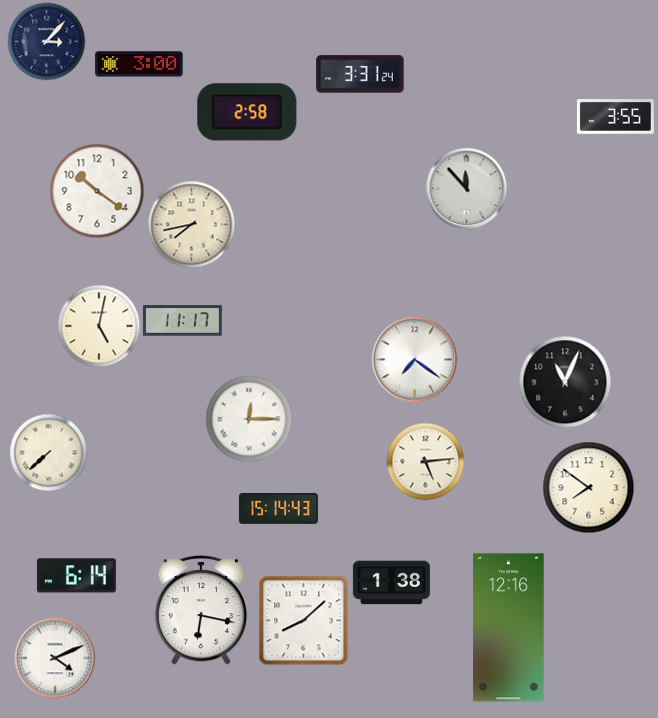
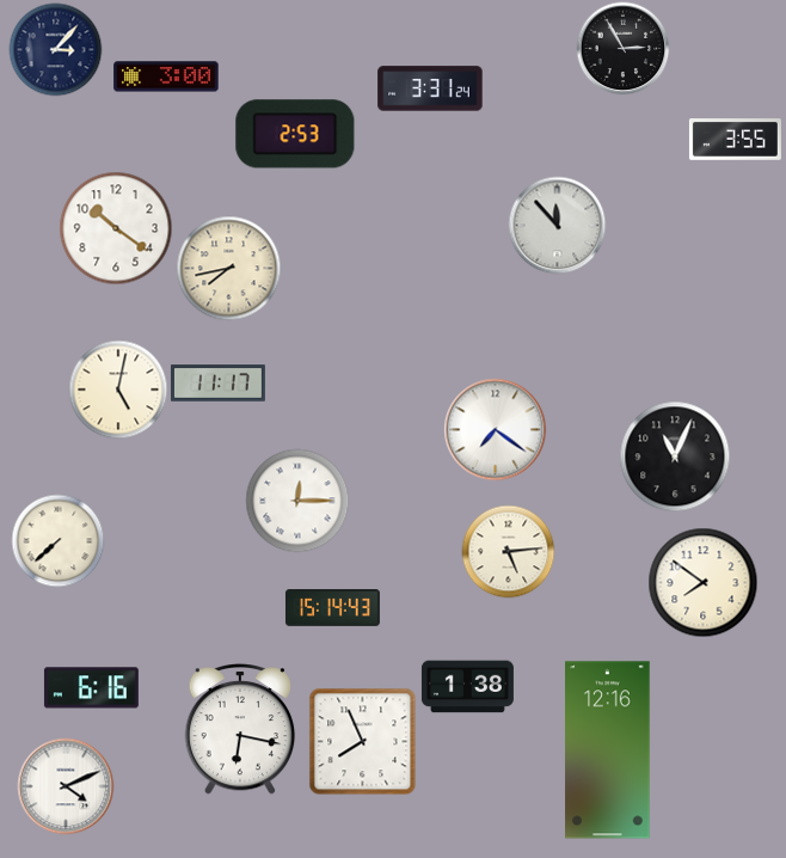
clock at (622, 48): none -> 2:55
clock at (247, 112): 2:58 -> 2:53
clock at (76, 576): 6:14 -> 6:16
clock at (391, 583) position: (391, 583) -> (467, 687)
clock at (303, 620): 8:08 -> 7:56
